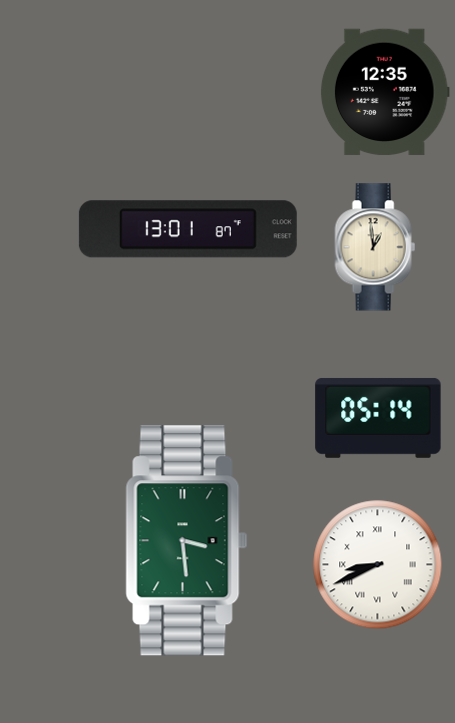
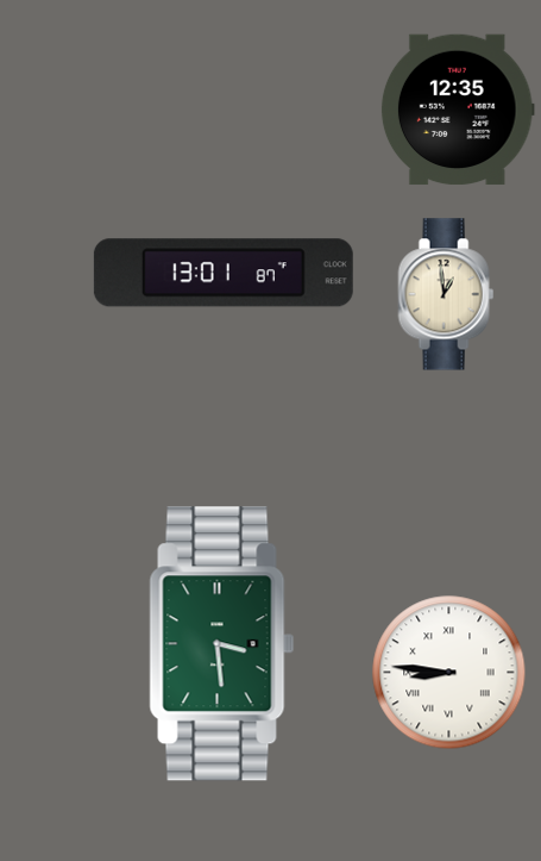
clock at (378, 418): 05:14 -> none
clock at (378, 565): 8:41 -> 8:46
